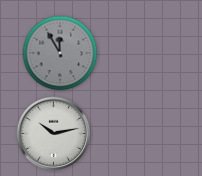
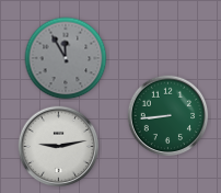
clock at (168, 116): none -> 8:44
clock at (54, 134): 10:13 -> 9:13
